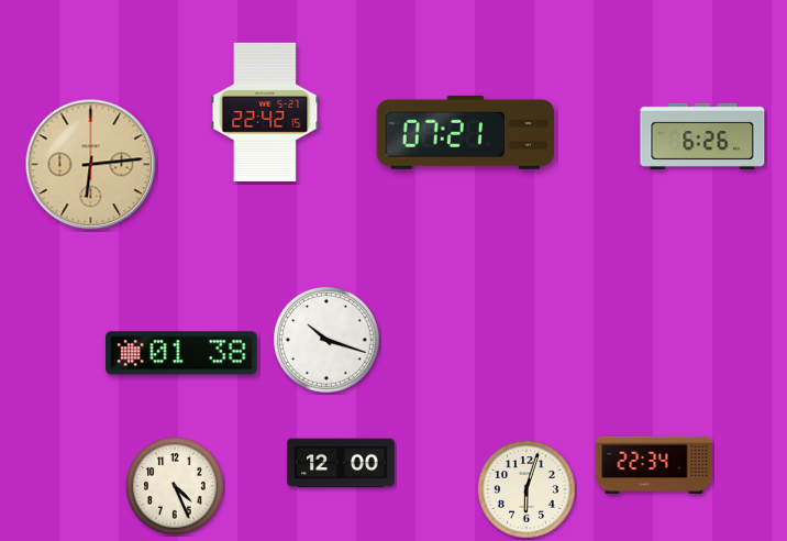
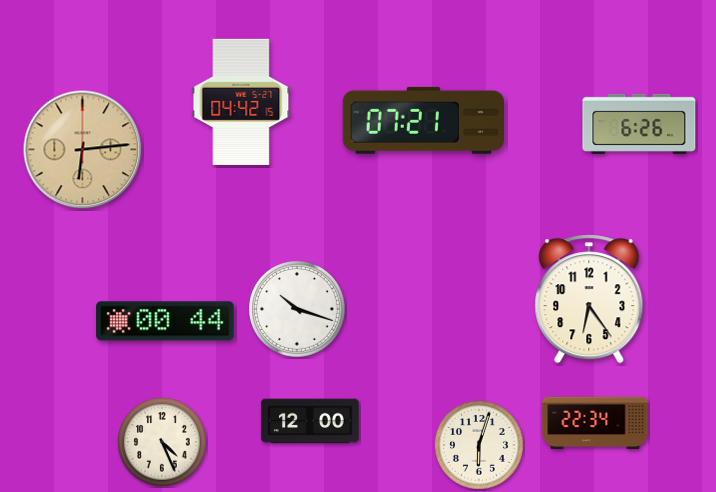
clock at (265, 112): 22:42 -> 04:42
clock at (589, 299): none -> 6:24
clock at (181, 353): 01:38 -> 00:44
clock at (175, 486) position: (175, 486) -> (162, 442)
